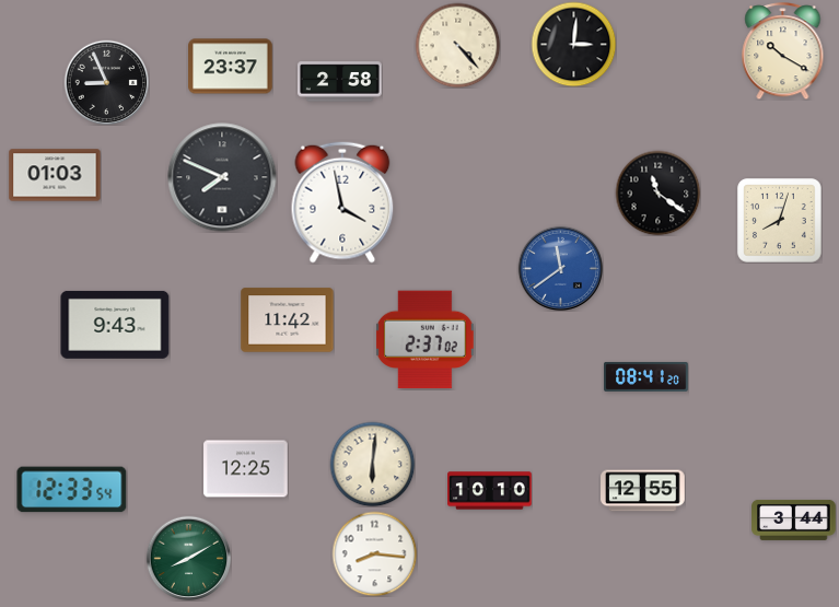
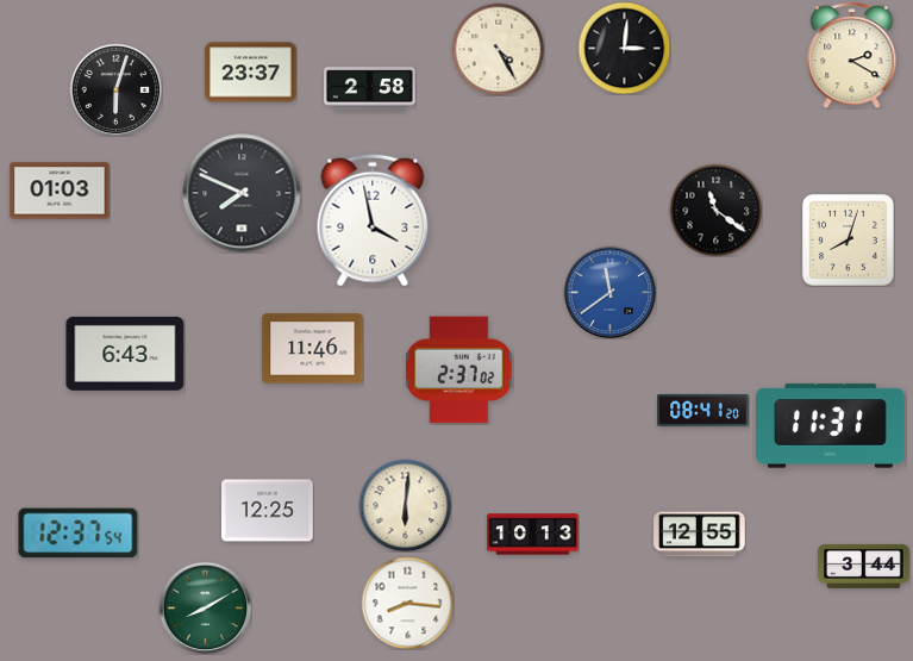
clock at (457, 45): 4:23 -> 4:25
clock at (783, 51): 10:20 -> 2:20
clock at (106, 82): 8:56 -> 6:03
clock at (288, 320): 11:42 -> 11:46
clock at (115, 325): 9:43 -> 6:43
clock at (426, 340) position: (426, 340) -> (459, 370)
clock at (831, 426): none -> 11:31
clock at (72, 490): 12:33 -> 12:37
clock at (490, 491): 10:10 -> 10:13
